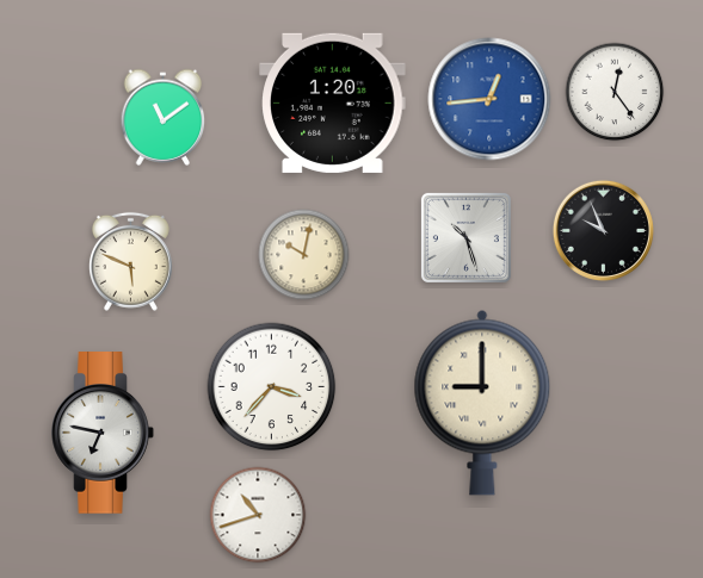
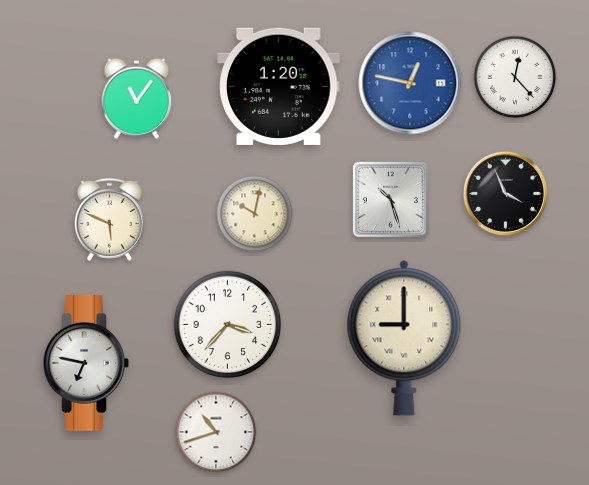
clock at (615, 92): 12:24 -> 12:23
clock at (489, 99): 12:44 -> 12:47
clock at (164, 117): 11:09 -> 11:06
clock at (603, 230): 9:56 -> 3:56
